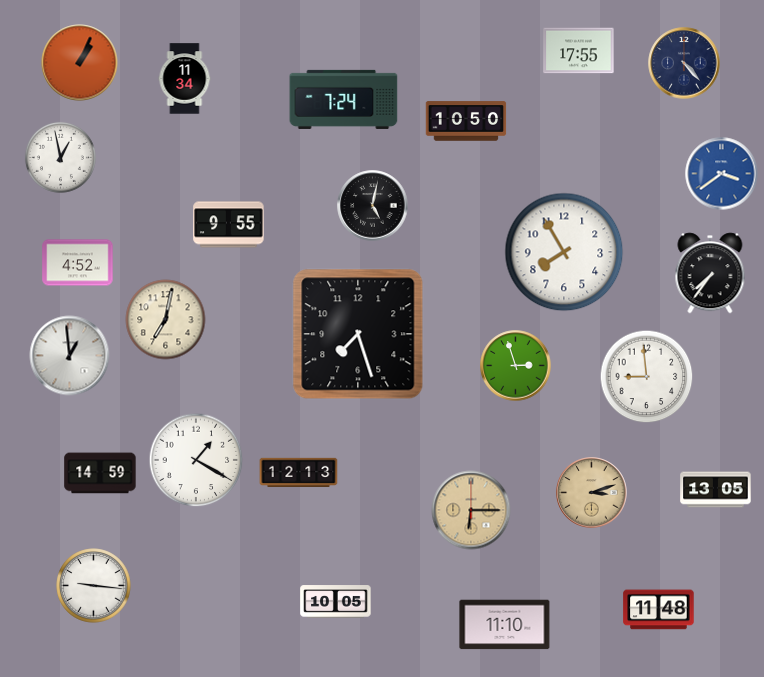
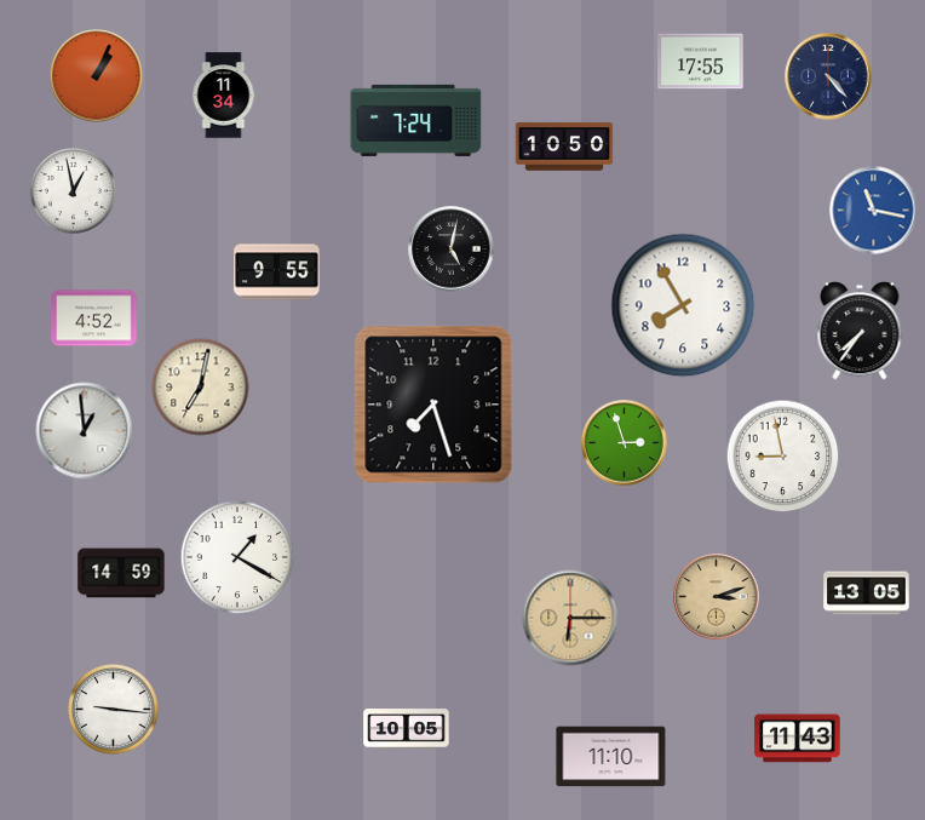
clock at (722, 174): 3:39 -> 11:17
clock at (647, 377): 8:59 -> 8:58
clock at (299, 473): 12:13 -> none
clock at (659, 610): 11:48 -> 11:43
